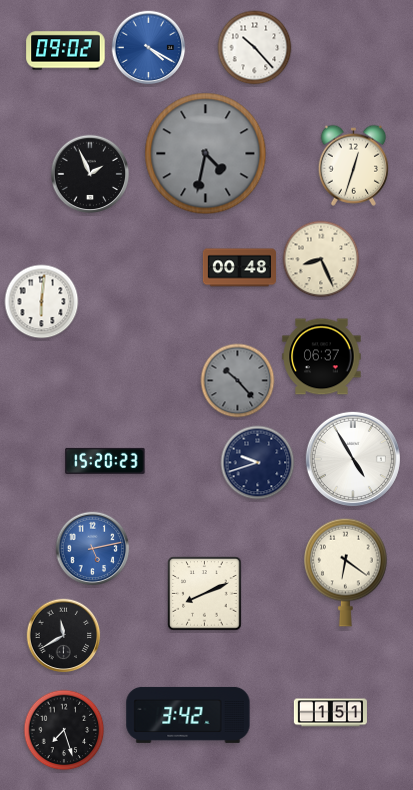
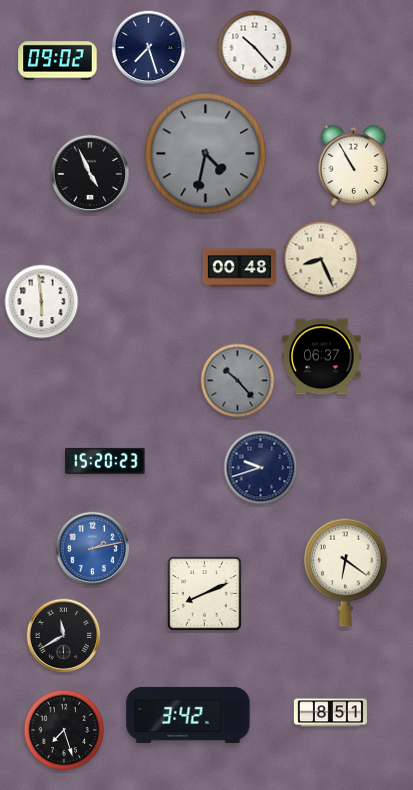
clock at (149, 48): 4:20 -> 7:27
clock at (149, 48) dial: blue -> navy
clock at (66, 51) position: (66, 51) -> (58, 61)
clock at (353, 165): 12:33 -> 10:55
clock at (90, 174): 1:56 -> 4:56
clock at (42, 302): 6:01 -> 5:59
clock at (353, 459): 4:55 -> none
clock at (258, 463) position: (258, 463) -> (261, 468)
clock at (93, 549): 5:13 -> 2:13
clock at (330, 713): 1:51 -> 8:51
